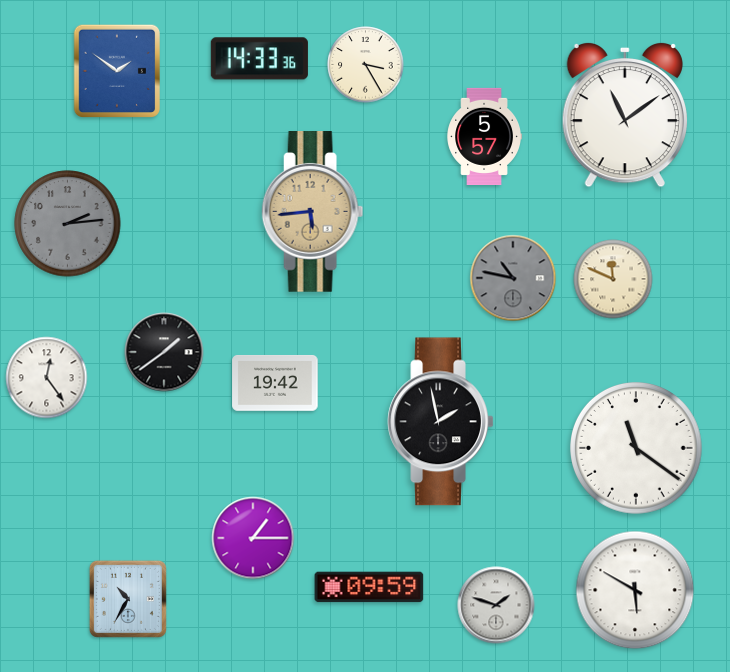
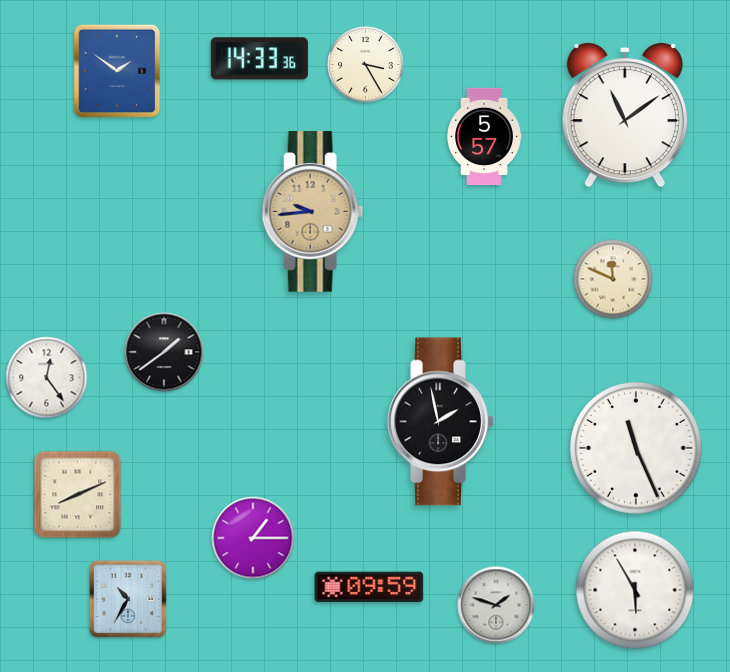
clock at (313, 212): 5:44 -> 9:44
clock at (68, 224): 2:14 -> none
clock at (513, 278): 10:47 -> none
clock at (275, 383): 19:42 -> none
clock at (637, 449): 11:21 -> 11:26
clock at (78, 495): none -> 8:11
clock at (635, 590): 5:50 -> 5:55
